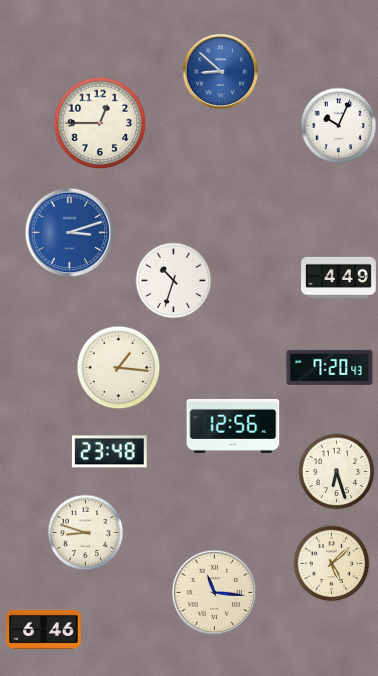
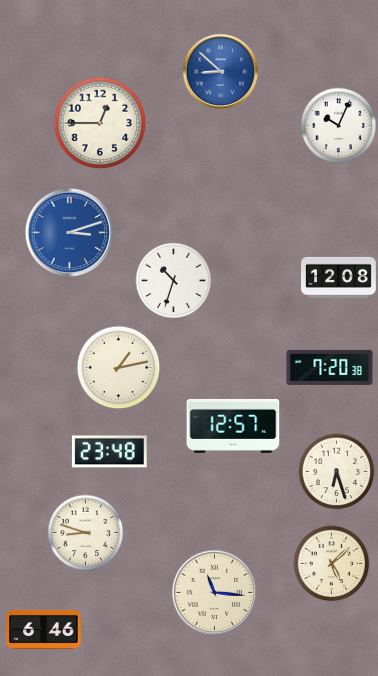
clock at (339, 277): 4:49 -> 12:08
clock at (330, 367): 7:20:43 -> 7:20:38
clock at (119, 368): 1:16 -> 1:13
clock at (233, 426): 12:56 -> 12:57
